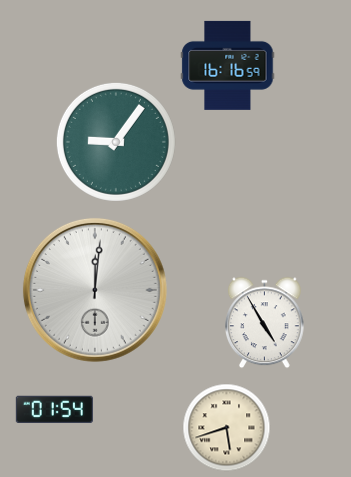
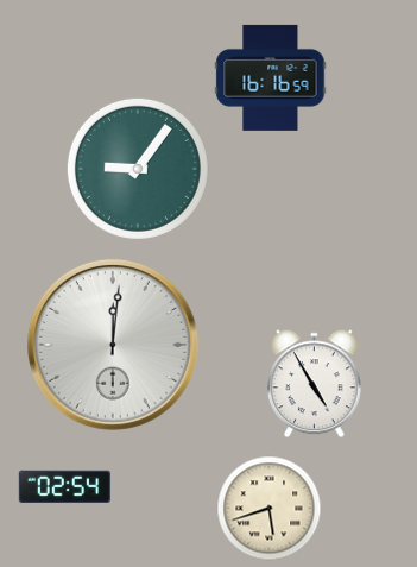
clock at (54, 409): 01:54 -> 02:54
